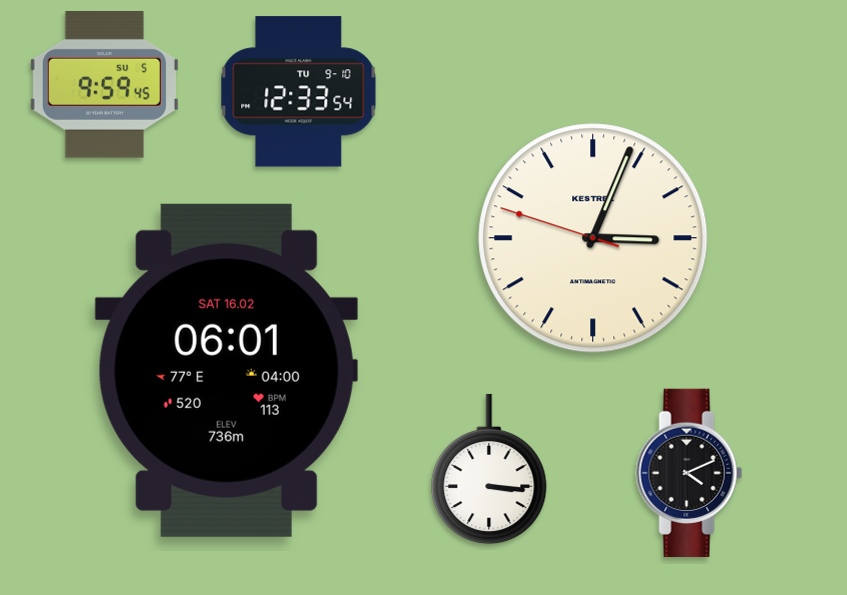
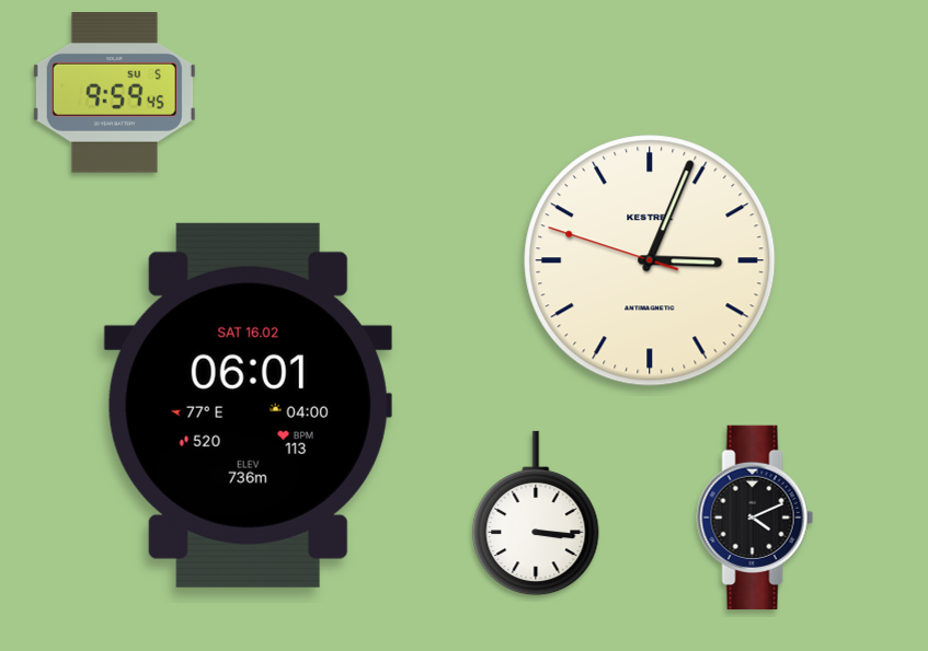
clock at (299, 92): 12:33 -> none
